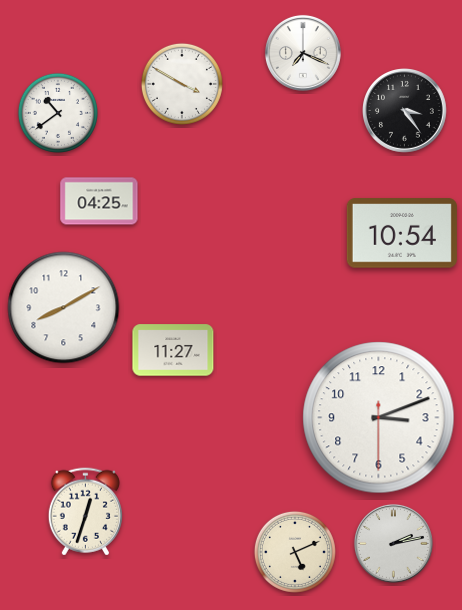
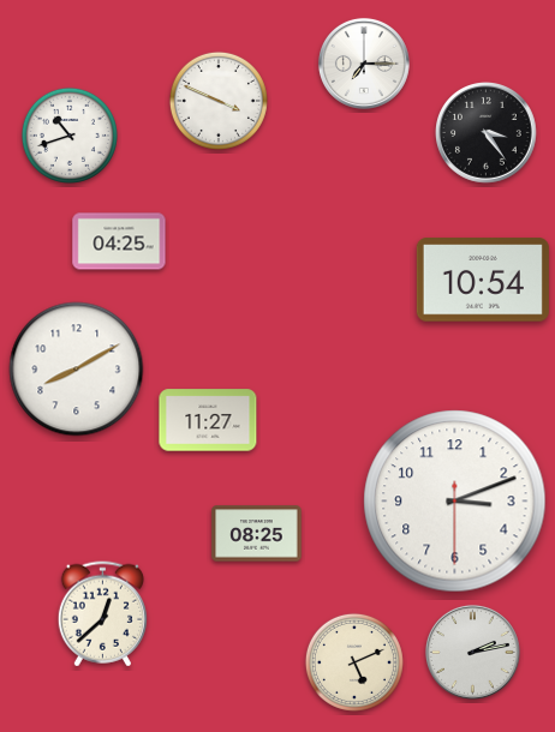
clock at (303, 53): 7:19 -> 7:15
clock at (182, 84): 3:50 -> 3:49
clock at (58, 113): 10:39 -> 10:42
clock at (257, 534): none -> 08:25
clock at (85, 512): 12:33 -> 12:38
